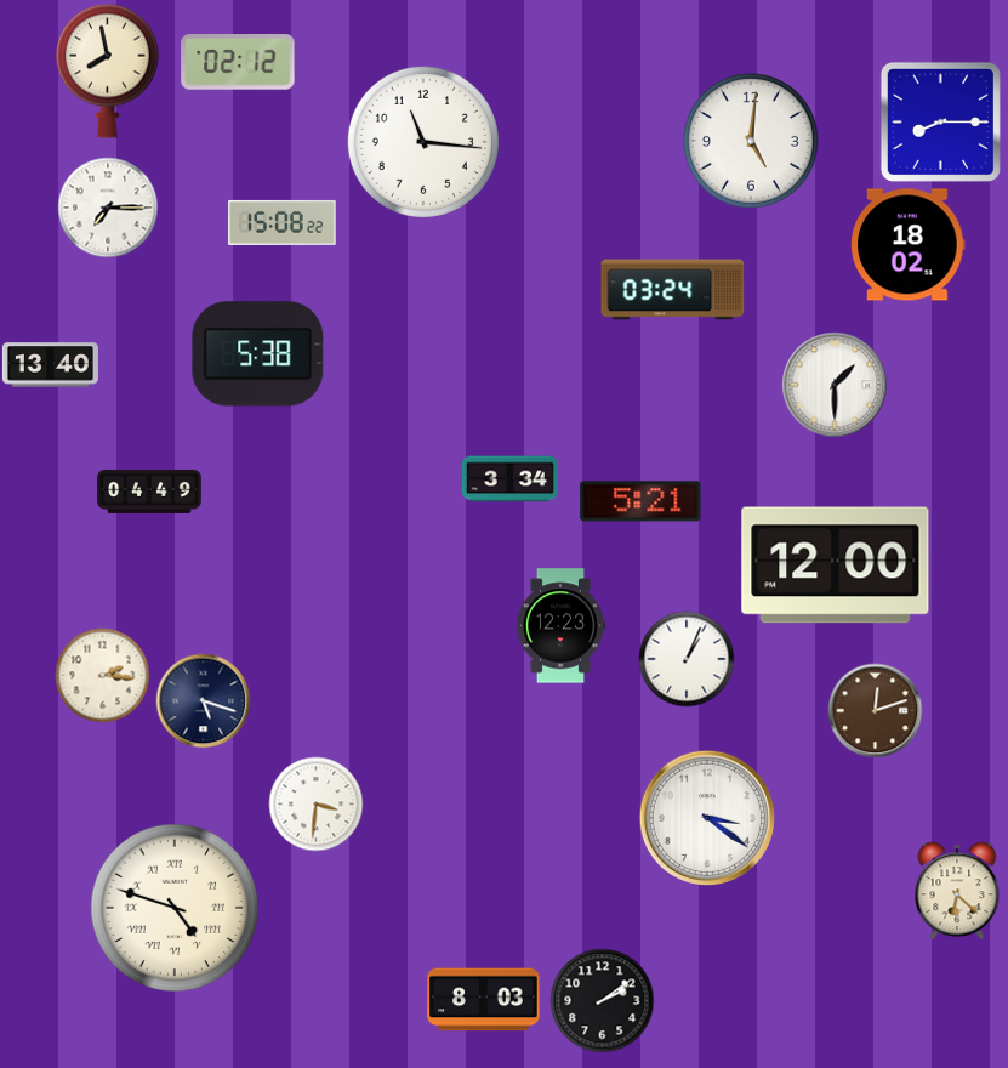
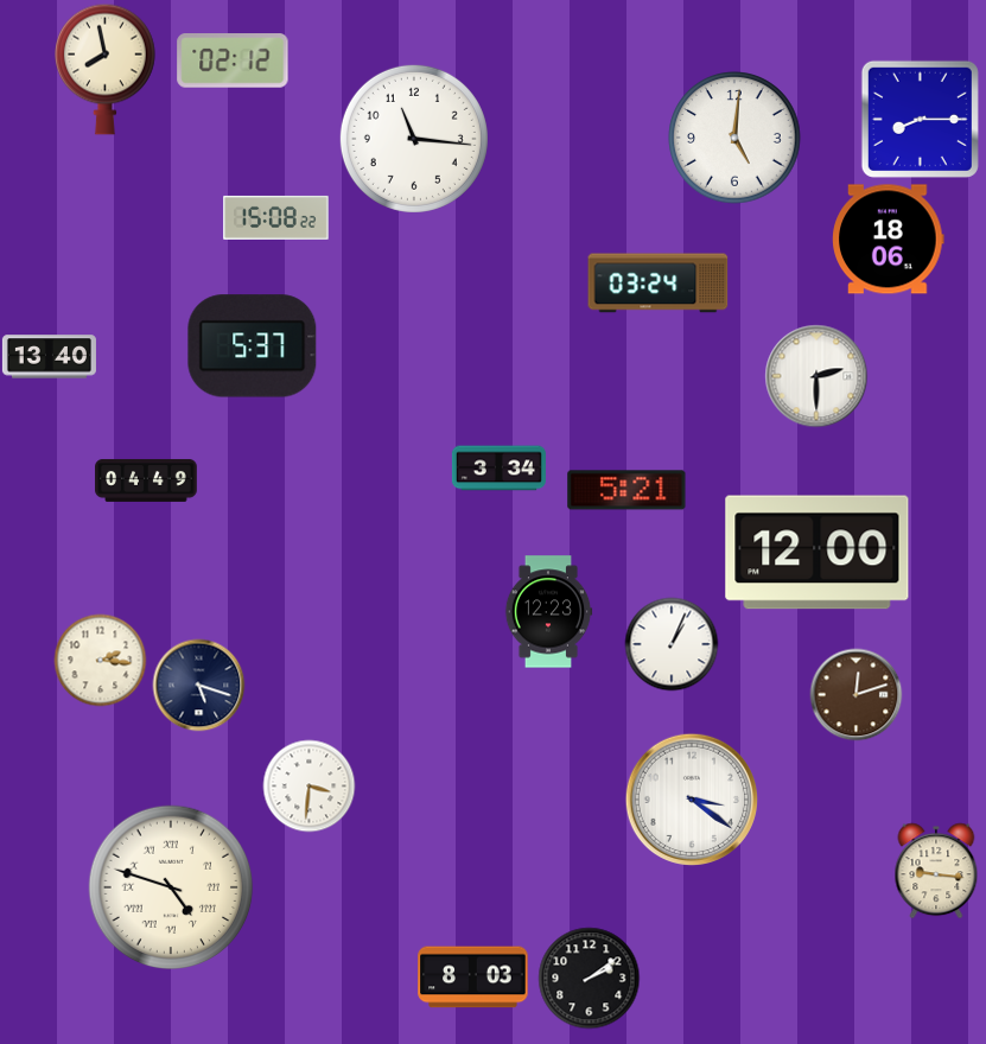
clock at (108, 208): 7:15 -> none
clock at (909, 245): 18:02 -> 18:06
clock at (258, 354): 5:38 -> 5:37
clock at (835, 385): 1:30 -> 2:30
clock at (957, 891): 6:22 -> 9:16
